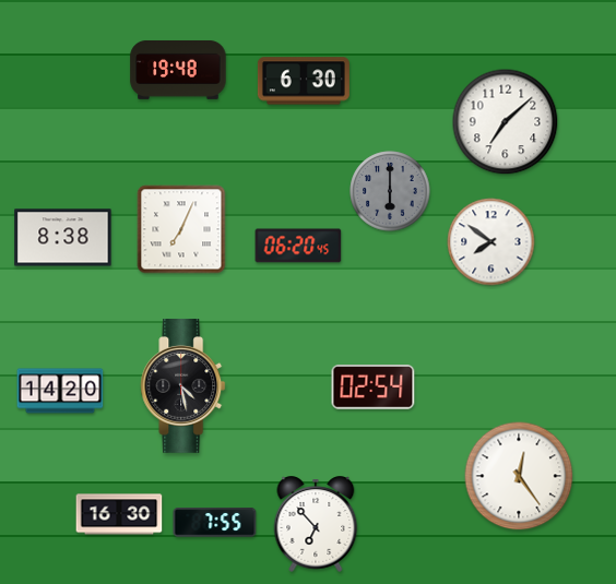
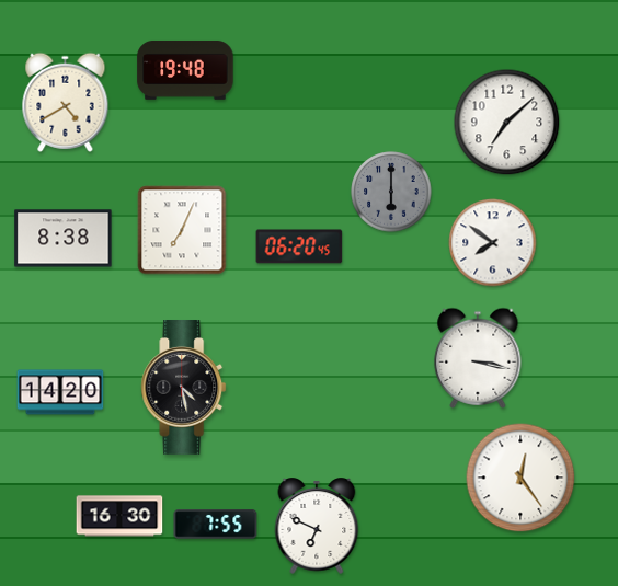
clock at (178, 70) position: (178, 70) -> (185, 70)
clock at (304, 81): 6:30 -> none
clock at (66, 102): none -> 4:40
clock at (478, 358): none -> 3:17
clock at (374, 388): 02:54 -> none
clock at (316, 524): 6:53 -> 6:49
